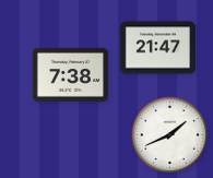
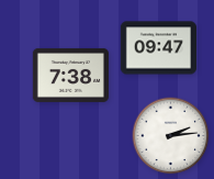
clock at (157, 48): 21:47 -> 09:47
clock at (170, 135): 1:41 -> 2:14
